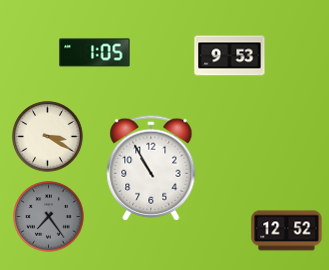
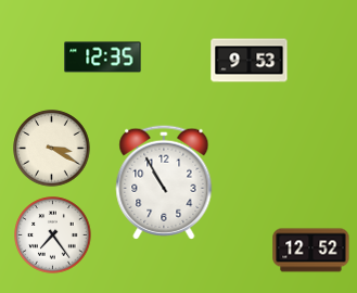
clock at (95, 53): 1:05 -> 12:35
clock at (49, 217) dial: grey -> white
